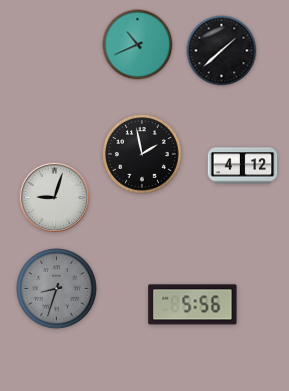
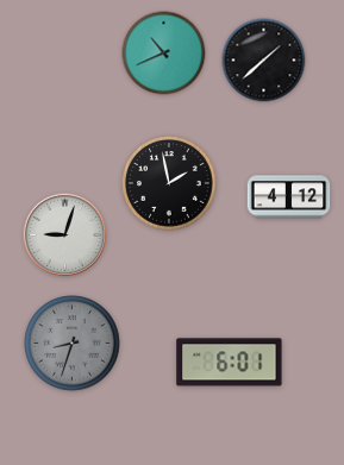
clock at (57, 289) position: (57, 289) -> (73, 344)
clock at (193, 305): 5:56 -> 6:01
